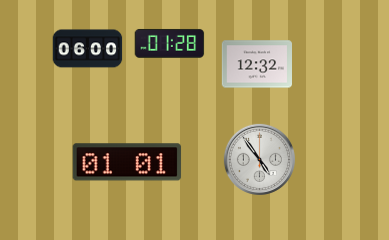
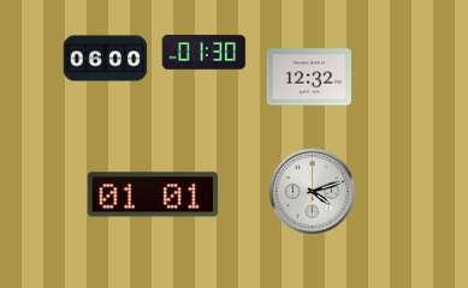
clock at (170, 43): 01:28 -> 01:30
clock at (259, 159): 4:54 -> 4:12
